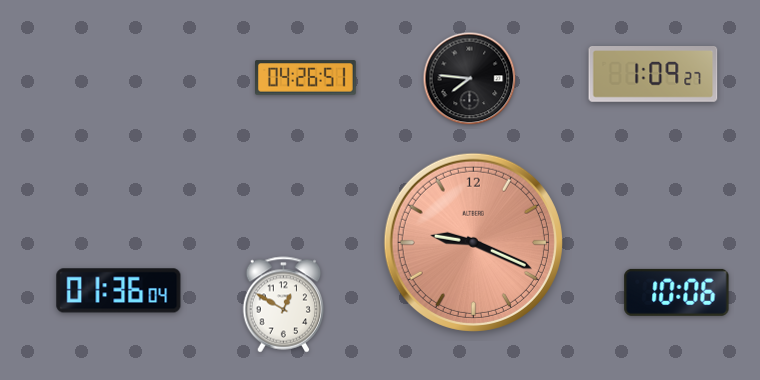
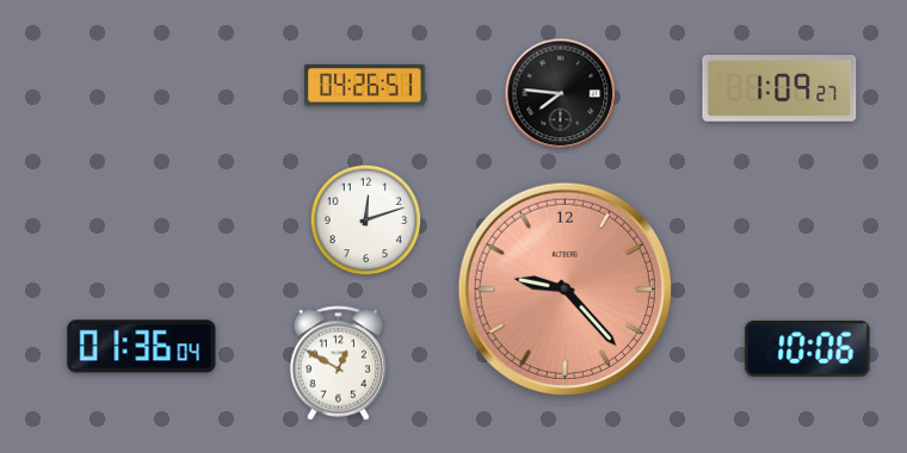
clock at (306, 78) position: (306, 78) -> (365, 86)
clock at (366, 221): none -> 12:12
clock at (473, 242): 9:19 -> 9:23
